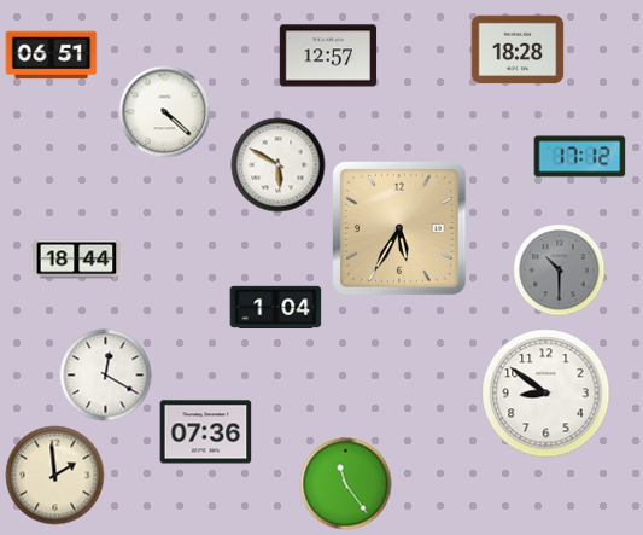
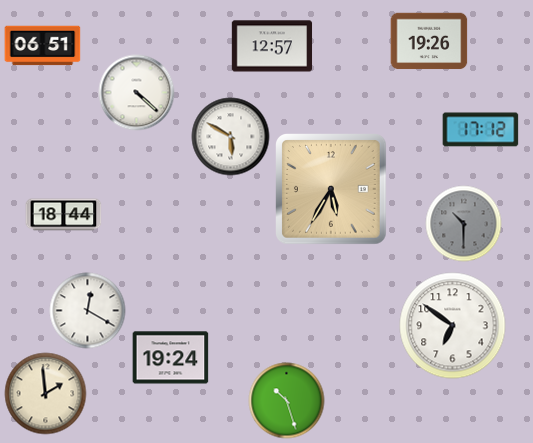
clock at (518, 50): 18:28 -> 19:26
clock at (276, 307): 1:04 -> none
clock at (546, 394): 8:51 -> 6:51
clock at (206, 432): 07:36 -> 19:24
clock at (346, 484): 11:24 -> 10:27
